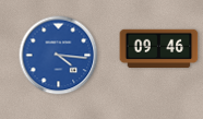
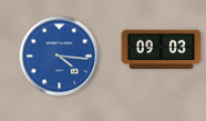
clock at (159, 48): 09:46 -> 09:03
